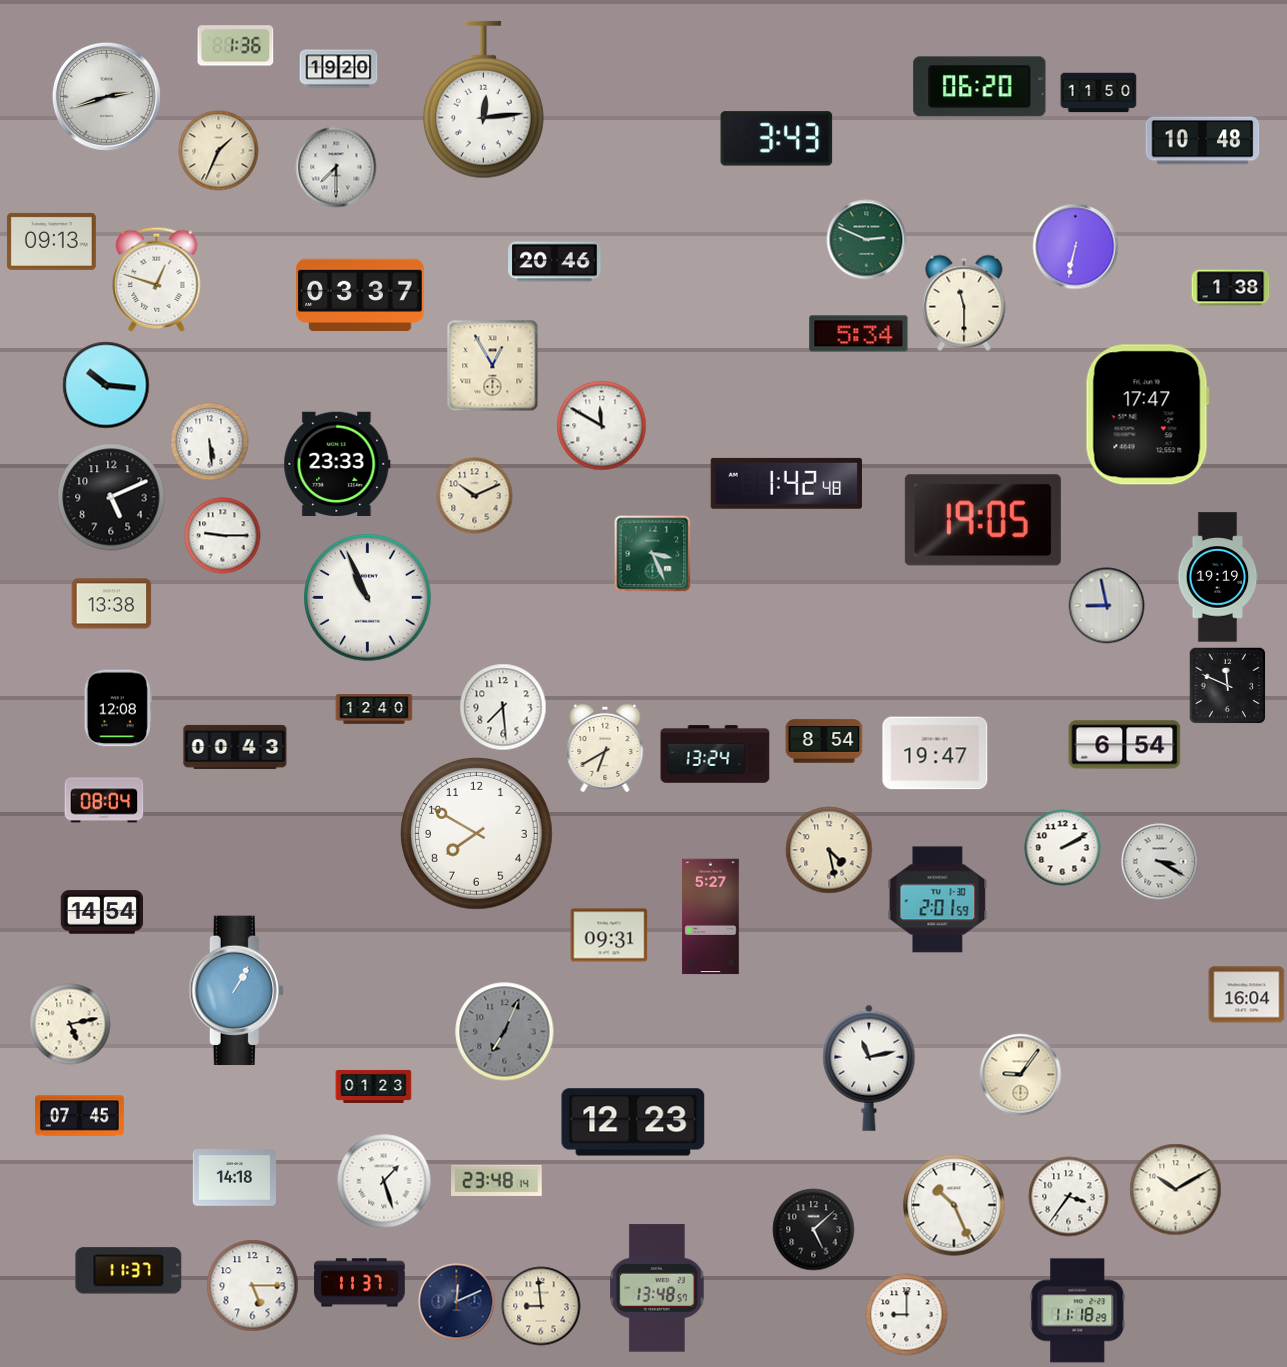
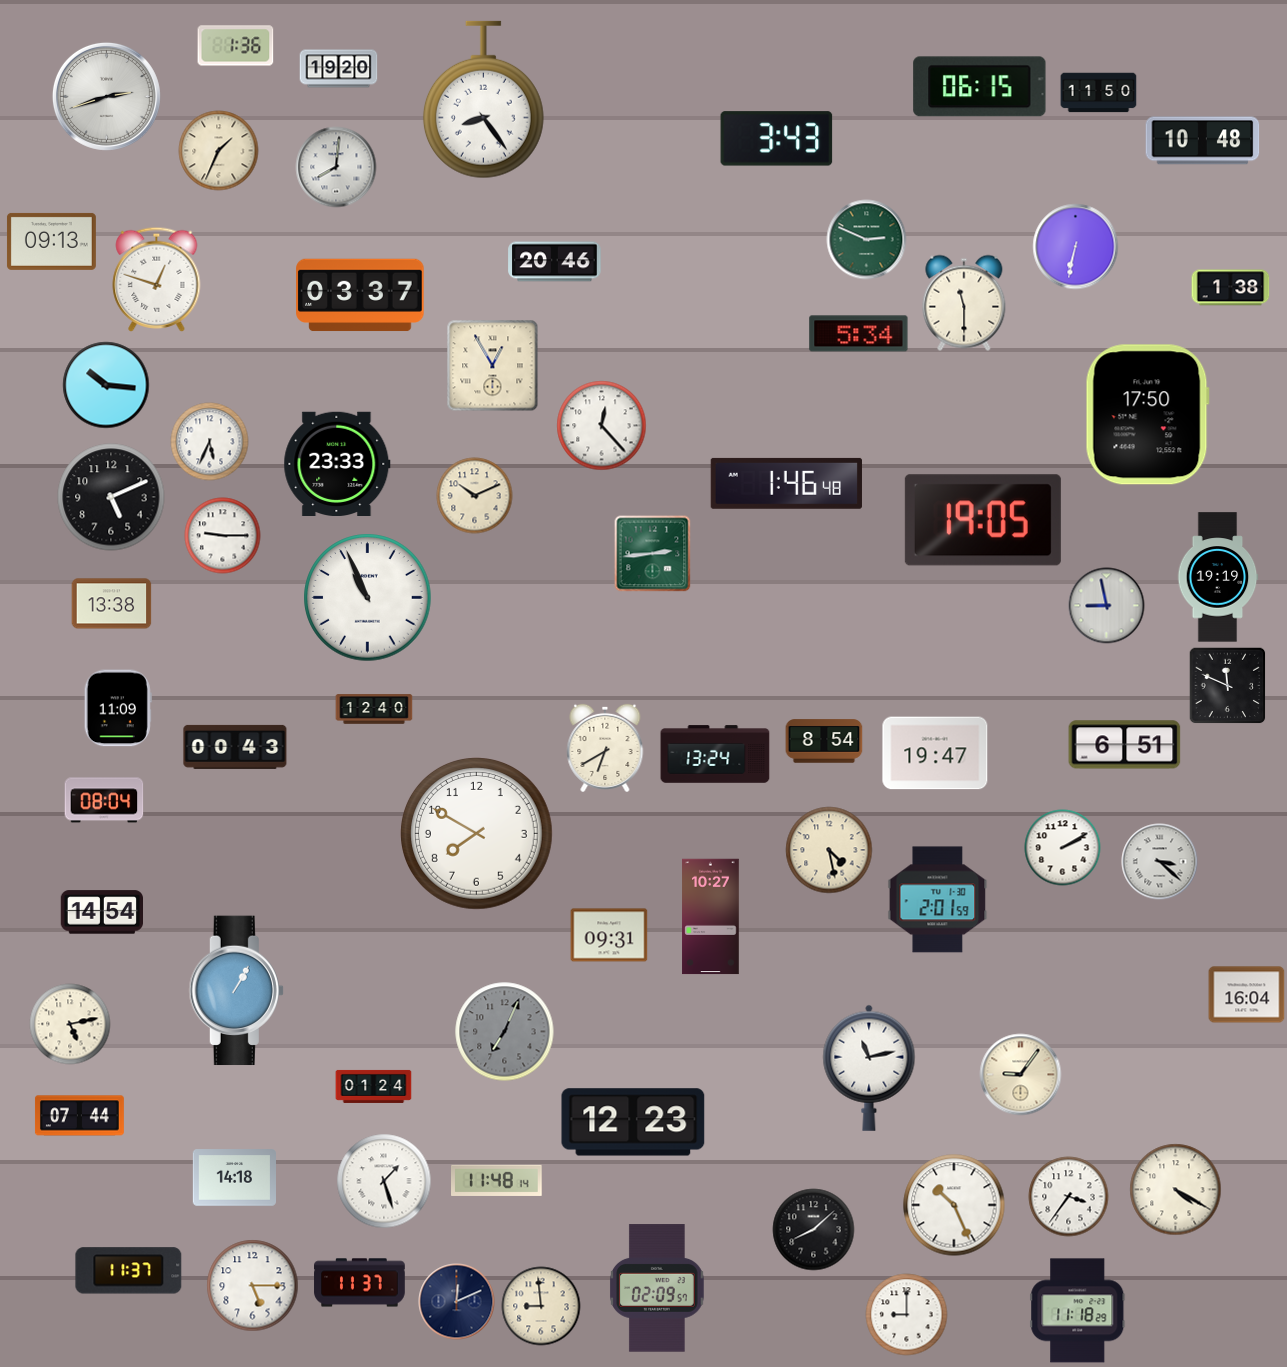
clock at (980, 87): 06:20 -> 06:15
clock at (483, 100): 12:14 -> 8:24
clock at (336, 167): 7:30 -> 8:01
clock at (1147, 415): 17:47 -> 17:50
clock at (602, 426): 11:50 -> 12:23
clock at (210, 442): 5:29 -> 5:34
clock at (786, 483): 1:42 -> 1:46
clock at (653, 554): 3:26 -> 2:44
clock at (503, 707): 7:29 -> none
clock at (118, 708): 12:08 -> 11:09
clock at (1125, 745): 6:54 -> 6:51
clock at (1160, 862): 3:20 -> 3:22
clock at (711, 917): 5:27 -> 10:27
clock at (374, 1086): 01:23 -> 01:24
clock at (79, 1116): 07:45 -> 07:44
clock at (497, 1180): 23:48 -> 11:48
clock at (1176, 1190): 10:10 -> 4:20
clock at (814, 1230): 5:08 -> 8:08
clock at (658, 1288): 13:48 -> 02:09
